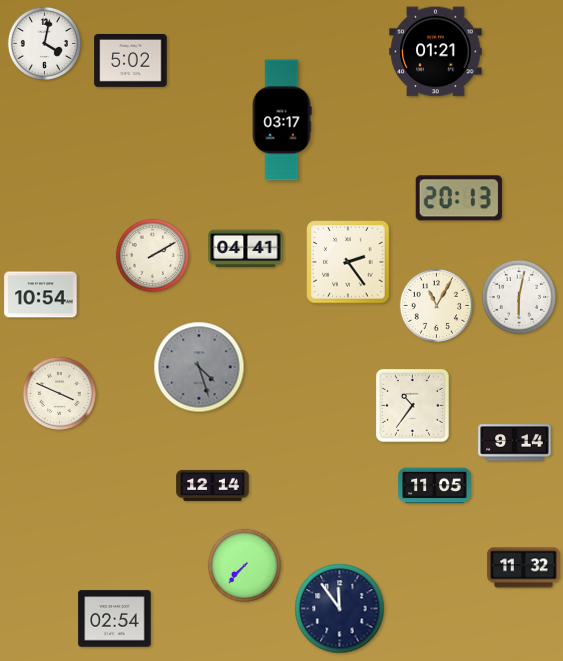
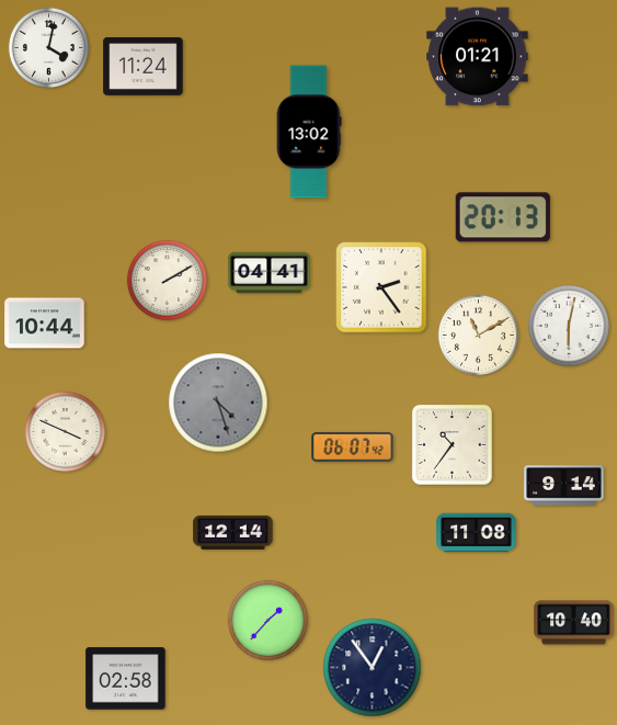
clock at (131, 61): 5:02 -> 11:24
clock at (282, 120): 03:17 -> 13:02
clock at (41, 295): 10:54 -> 10:44
clock at (436, 305): 11:05 -> 11:10
clock at (353, 446): none -> 06:07
clock at (435, 486): 11:05 -> 11:08
clock at (244, 565): 7:37 -> 1:37
clock at (524, 568): 11:32 -> 10:40
clock at (340, 609): 11:54 -> 12:54
clock at (115, 619): 02:54 -> 02:58
